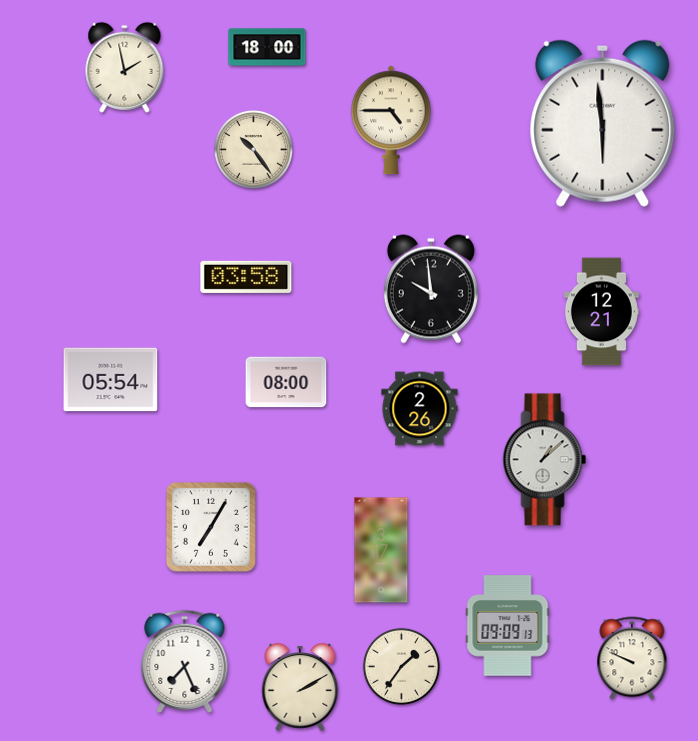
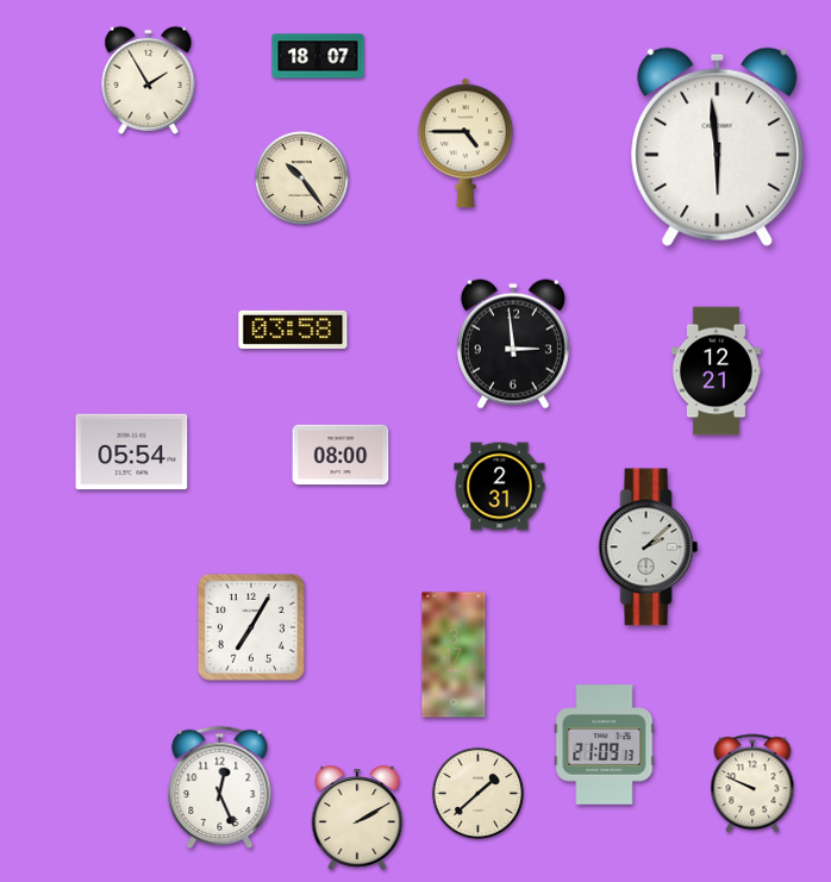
clock at (267, 47): 18:00 -> 18:07
clock at (125, 67): 1:58 -> 1:55
clock at (431, 289): 9:59 -> 2:59
clock at (420, 409): 2:26 -> 2:31
clock at (545, 460): 1:08 -> 2:08
clock at (508, 626): 09:09 -> 21:09
clock at (185, 661): 7:26 -> 12:26
clock at (401, 666): 1:36 -> 1:38
